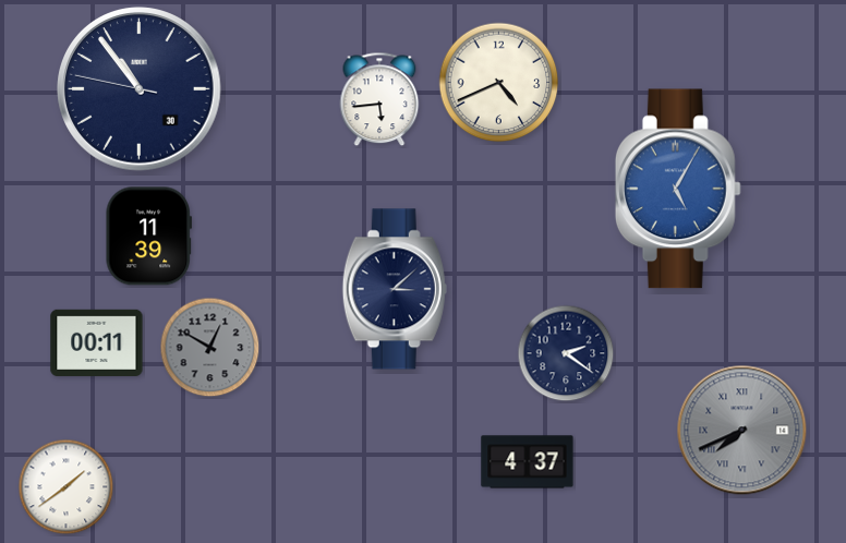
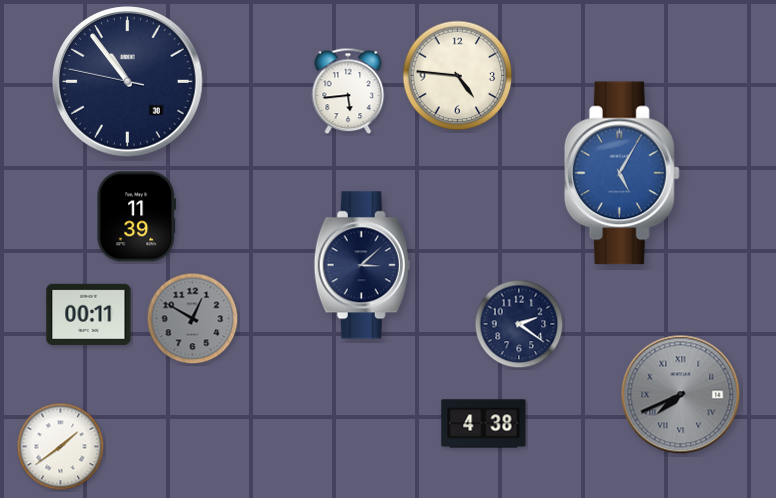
clock at (499, 83): 4:41 -> 4:46
clock at (528, 462): 4:37 -> 4:38
